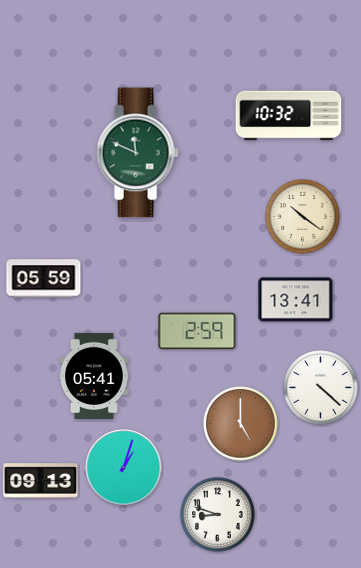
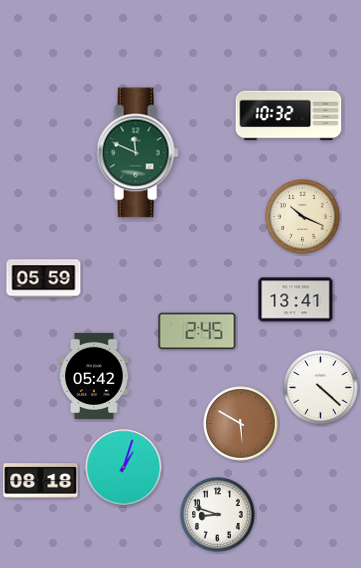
clock at (303, 217): 10:21 -> 10:19
clock at (197, 331): 2:59 -> 2:45
clock at (95, 375): 05:41 -> 05:42
clock at (241, 424): 5:00 -> 5:50
clock at (41, 481): 09:13 -> 08:18
